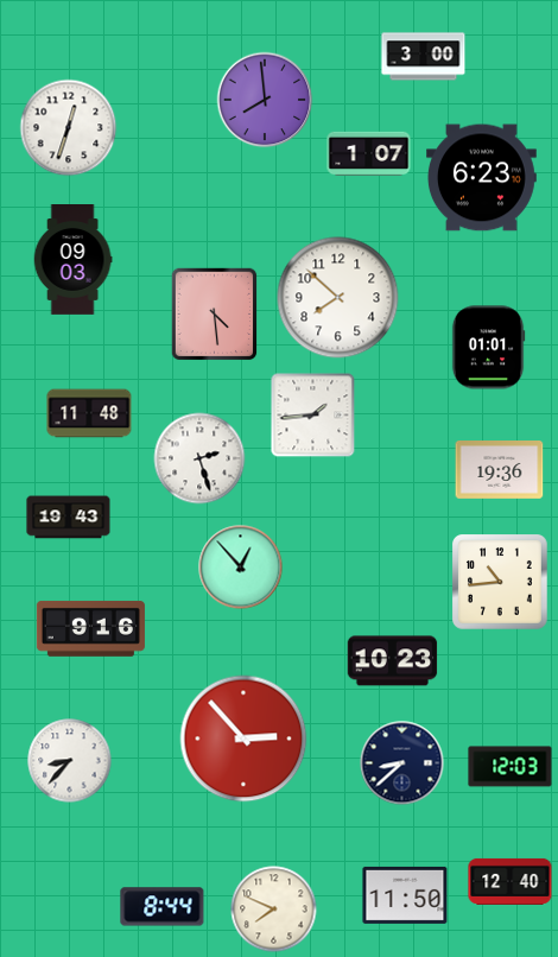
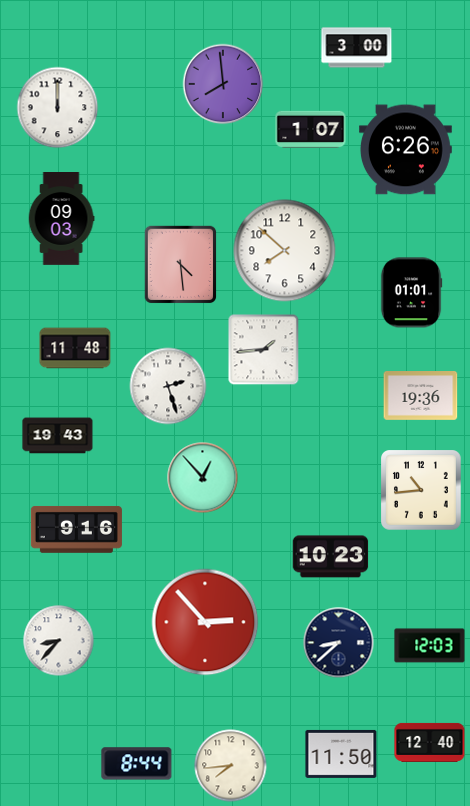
clock at (69, 128): 12:33 -> 12:00
clock at (482, 178): 6:23 -> 6:26
clock at (274, 910): 7:49 -> 7:44
